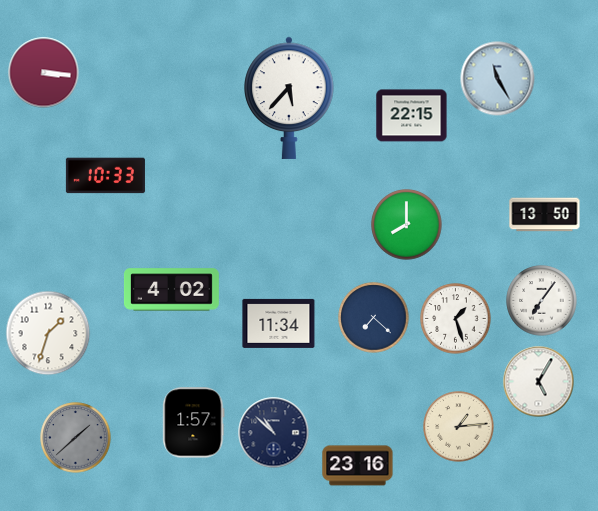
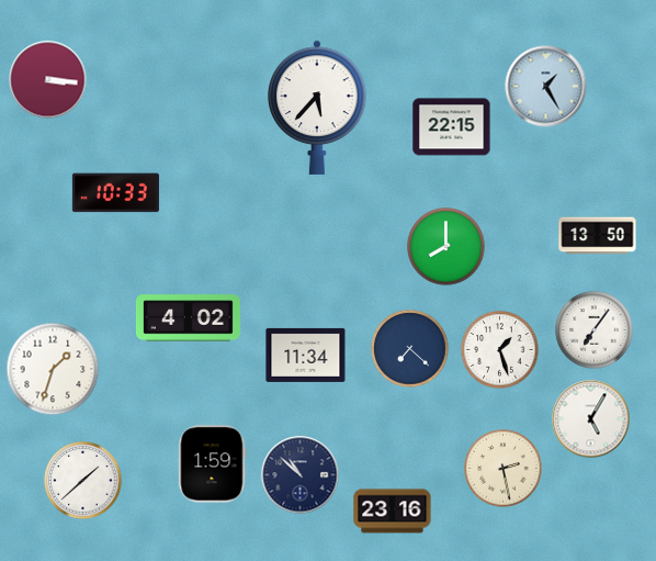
clock at (498, 79): 11:25 -> 1:25
clock at (48, 333) position: (48, 333) -> (53, 369)
clock at (194, 423): 1:57 -> 1:59
clock at (459, 427): 1:14 -> 2:28
clock at (76, 438) dial: grey -> white
